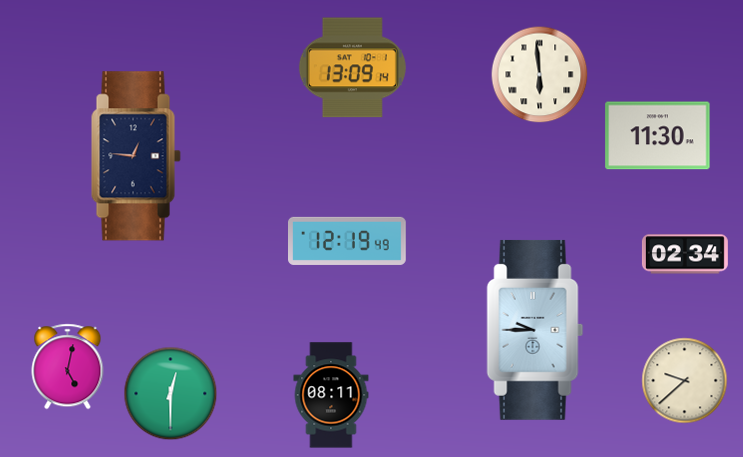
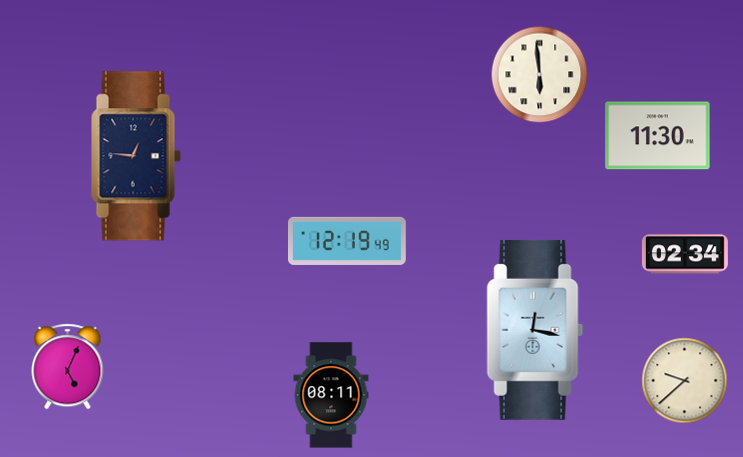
clock at (352, 68): 13:09 -> none
clock at (535, 330): 9:45 -> 12:17
clock at (68, 367): 5:02 -> 5:04
clock at (171, 394): 12:30 -> none
